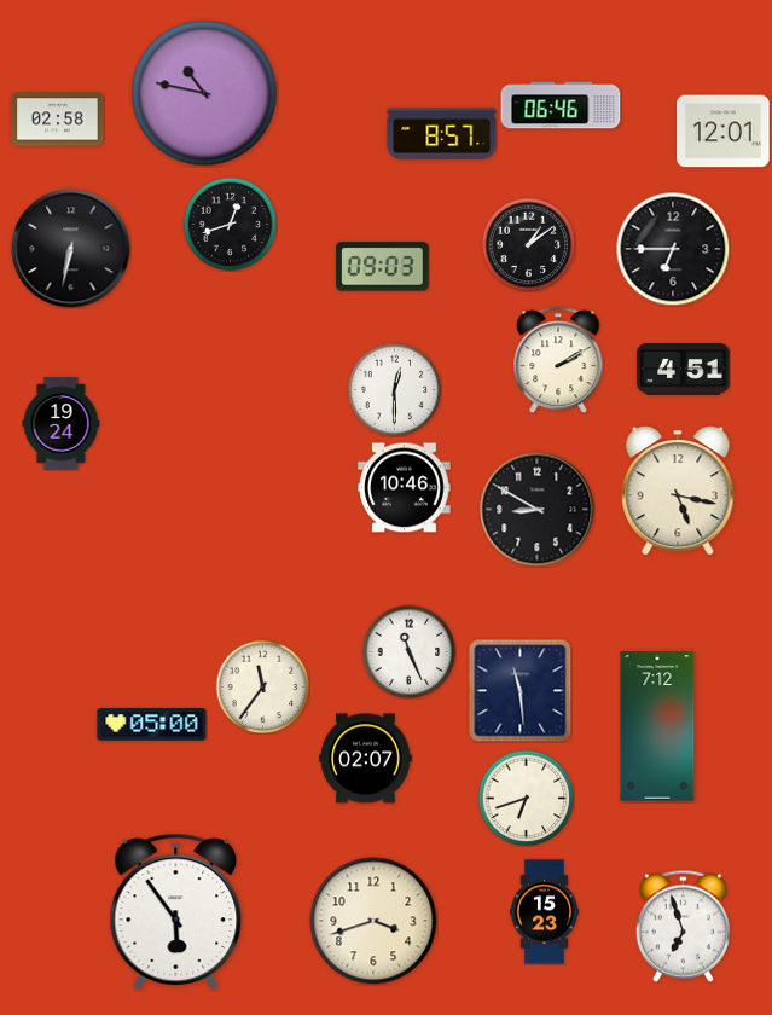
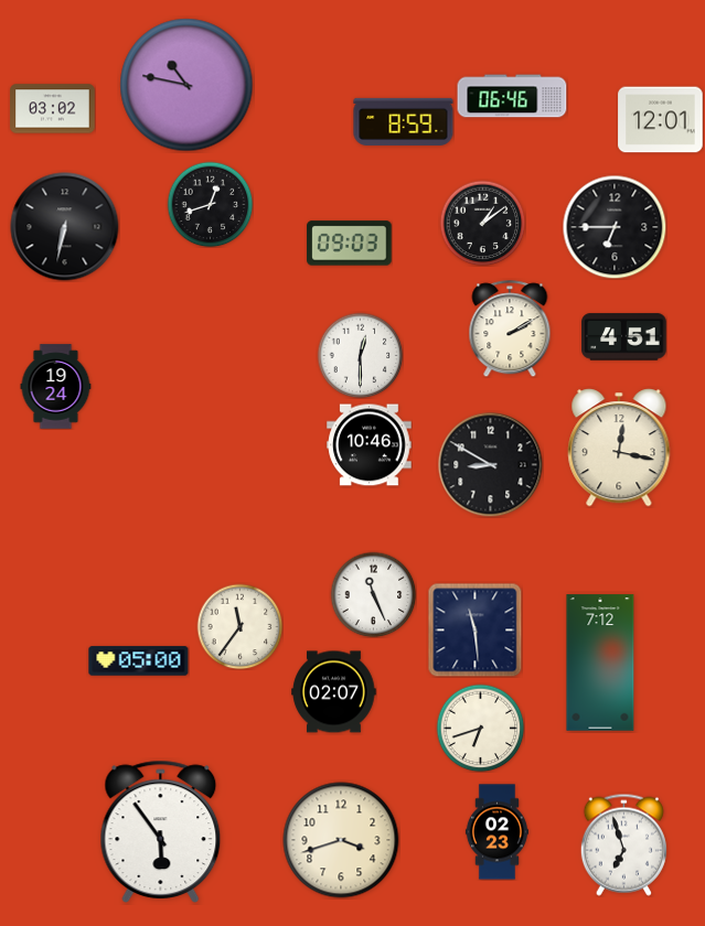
clock at (58, 120): 02:58 -> 03:02
clock at (442, 133): 8:57 -> 8:59
clock at (678, 491): 5:17 -> 12:17
clock at (544, 912): 15:23 -> 02:23
